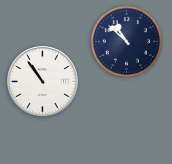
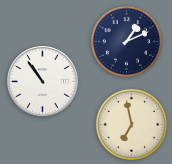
clock at (127, 42): 10:52 -> 1:11
clock at (132, 125): none -> 6:58
